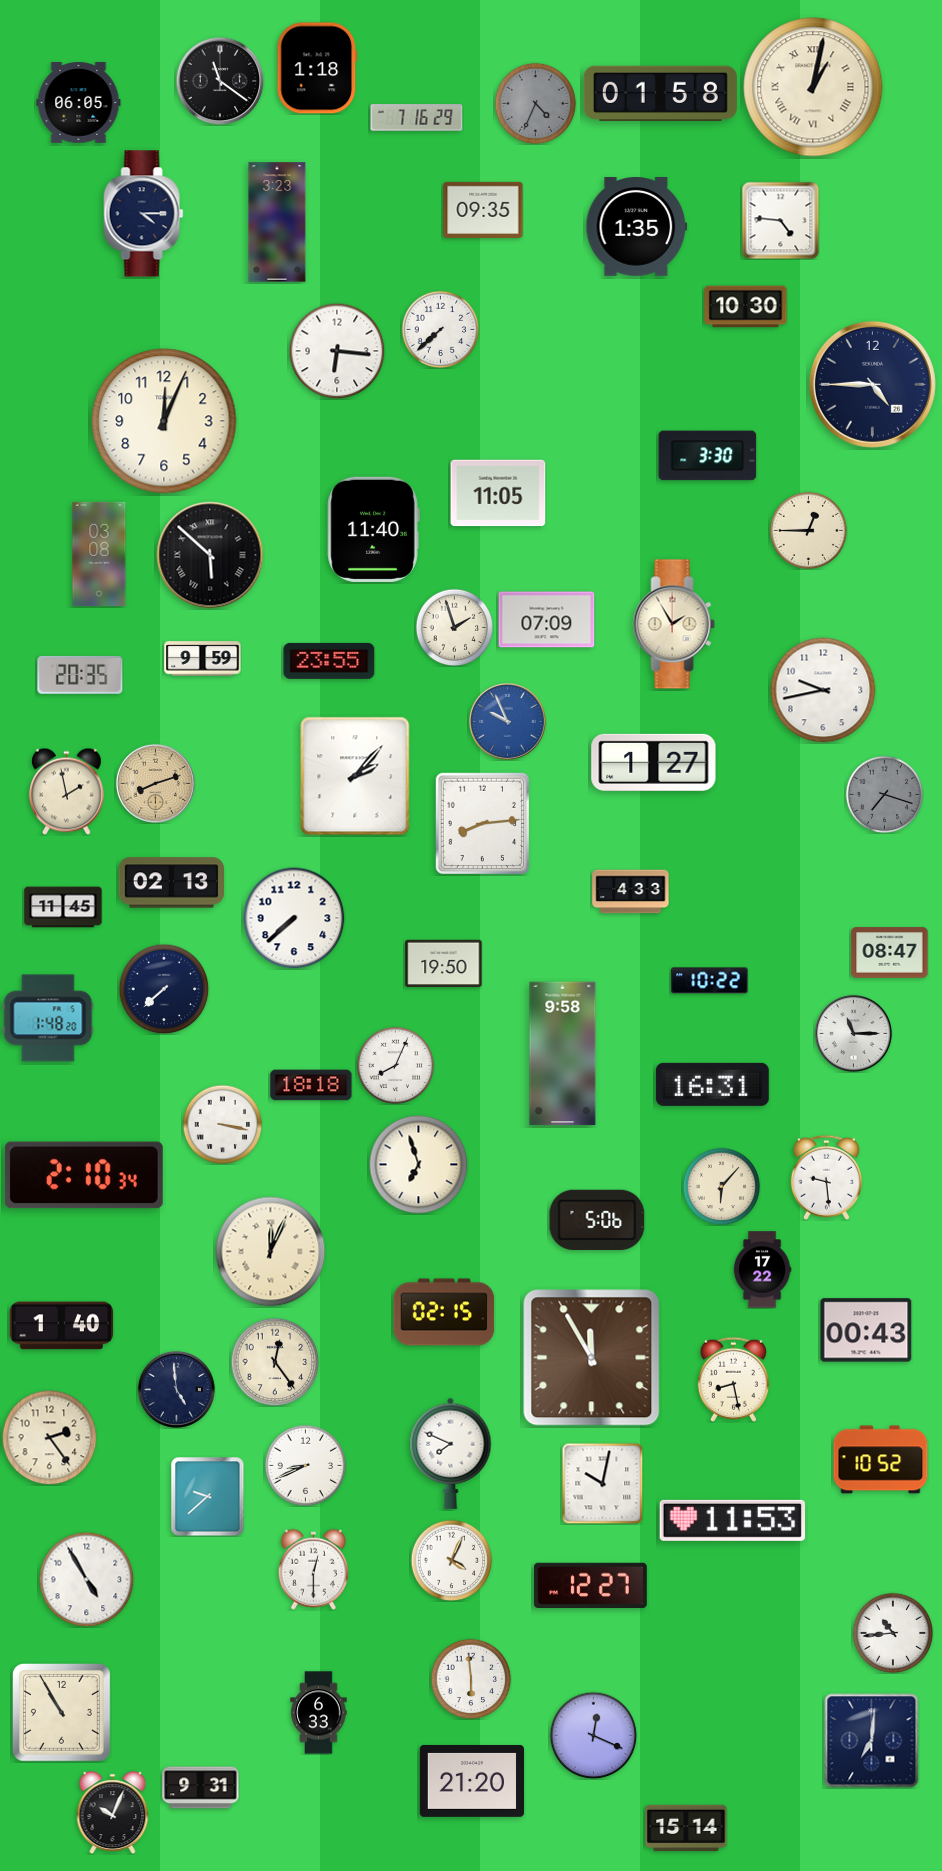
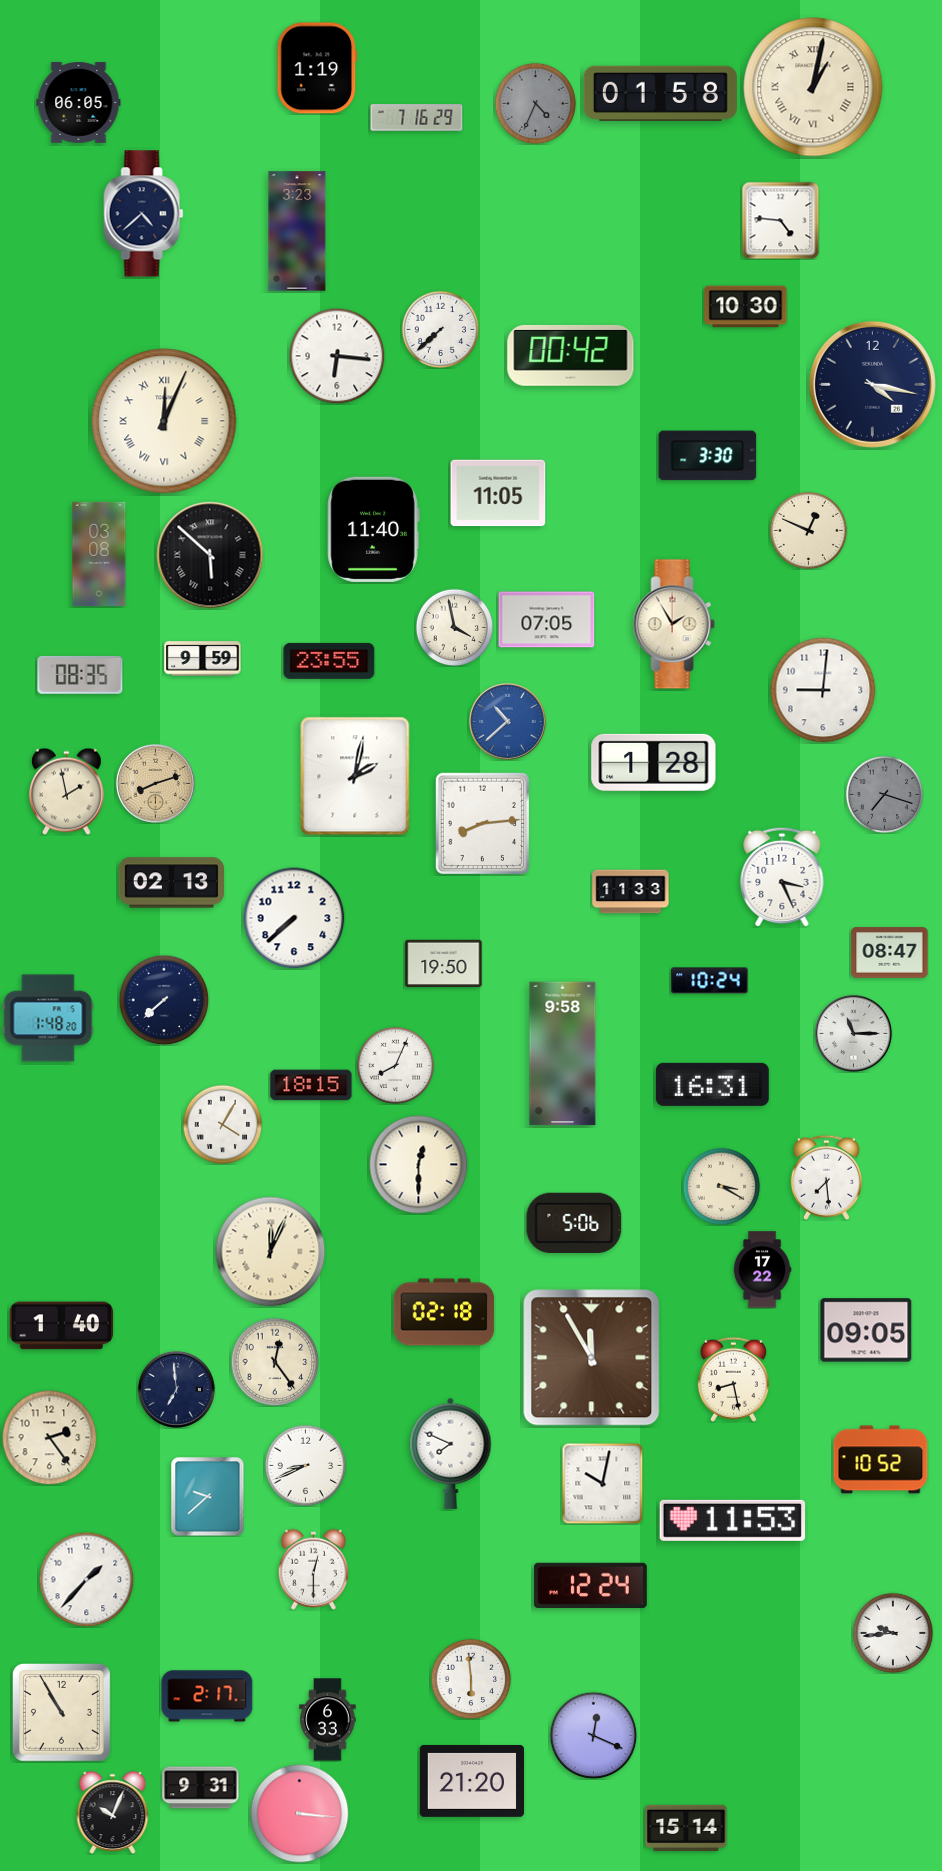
clock at (317, 68): 1:18 -> 1:19
clock at (220, 81): 11:21 -> none
clock at (483, 210): 09:35 -> none
clock at (144, 214): 4:15 -> 4:38
clock at (277, 222) position: (277, 222) -> (297, 231)
clock at (637, 227): 1:35 -> none
clock at (337, 351) position: (337, 351) -> (337, 356)
clock at (571, 356): none -> 00:42
clock at (872, 384): 4:45 -> 4:17
clock at (164, 421) numerals: Arabic -> Roman
clock at (808, 530): 12:45 -> 12:49
clock at (547, 620): 07:09 -> 07:05
clock at (454, 627): 1:57 -> 3:58
clock at (80, 675): 20:35 -> 08:35
clock at (823, 690): 9:43 -> 9:01
clock at (507, 721): 9:56 -> 10:38
clock at (654, 762): 1:27 -> 1:28
clock at (355, 776): 2:07 -> 2:02
clock at (782, 877): none -> 3:26
clock at (631, 892): 4:33 -> 11:33
clock at (63, 907): 11:45 -> none
clock at (710, 981): 10:22 -> 10:24
clock at (164, 989) position: (164, 989) -> (164, 1000)
clock at (311, 1085): 18:18 -> 18:15
clock at (222, 1124): 3:17 -> 4:05
clock at (419, 1165): 6:57 -> 12:30
clock at (84, 1175): 2:10 -> none
clock at (826, 1177): 9:29 -> 7:29
clock at (721, 1186): 6:07 -> 3:20
clock at (597, 1219) position: (597, 1219) -> (574, 1222)
clock at (444, 1312): 02:15 -> 02:18
clock at (866, 1330): 00:43 -> 09:05
clock at (176, 1389): 4:59 -> 6:59
clock at (451, 1560): 4:04 -> none
clock at (86, 1579): 4:55 -> 1:37
clock at (590, 1586): 12:27 -> 12:24
clock at (893, 1633): 10:44 -> 9:44
clock at (207, 1696): none -> 2:17
clock at (319, 1713) position: (319, 1713) -> (328, 1720)
clock at (872, 1741): 7:01 -> none
clock at (300, 1814): none -> 3:16
